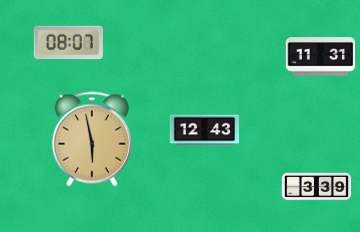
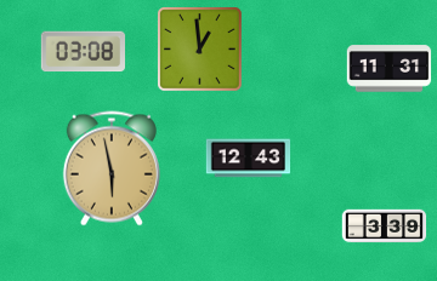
clock at (200, 50): none -> 12:59
clock at (68, 43): 08:07 -> 03:08
